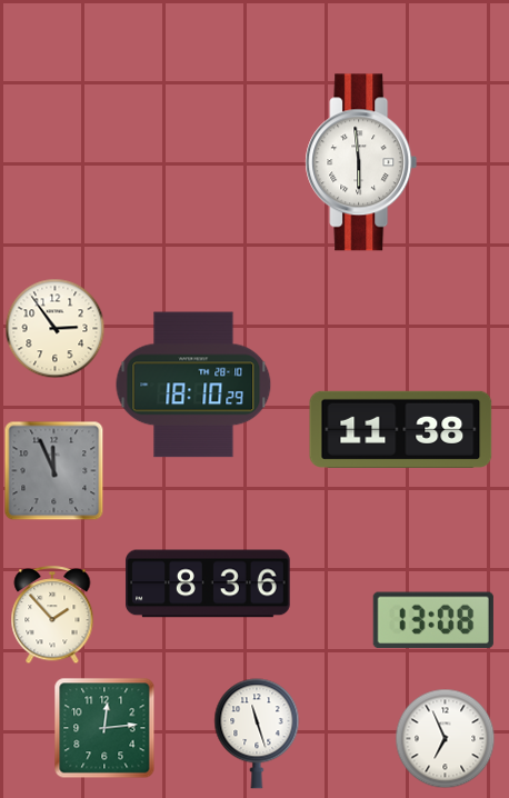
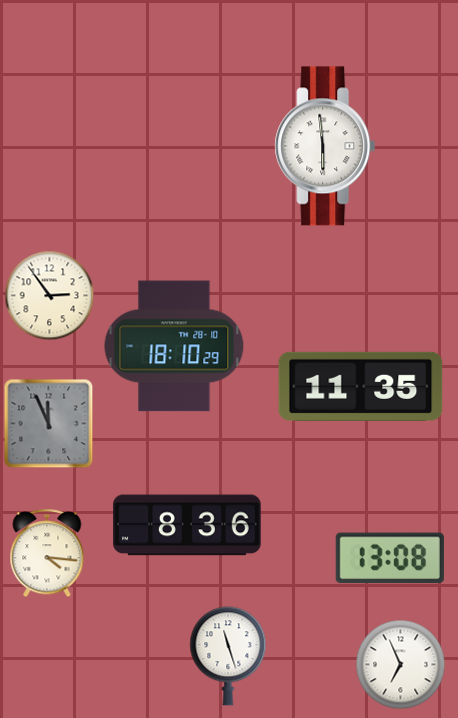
clock at (401, 429): 11:38 -> 11:35
clock at (52, 616): 1:53 -> 4:16
clock at (104, 728): 12:14 -> none
clock at (257, 734) position: (257, 734) -> (228, 656)
